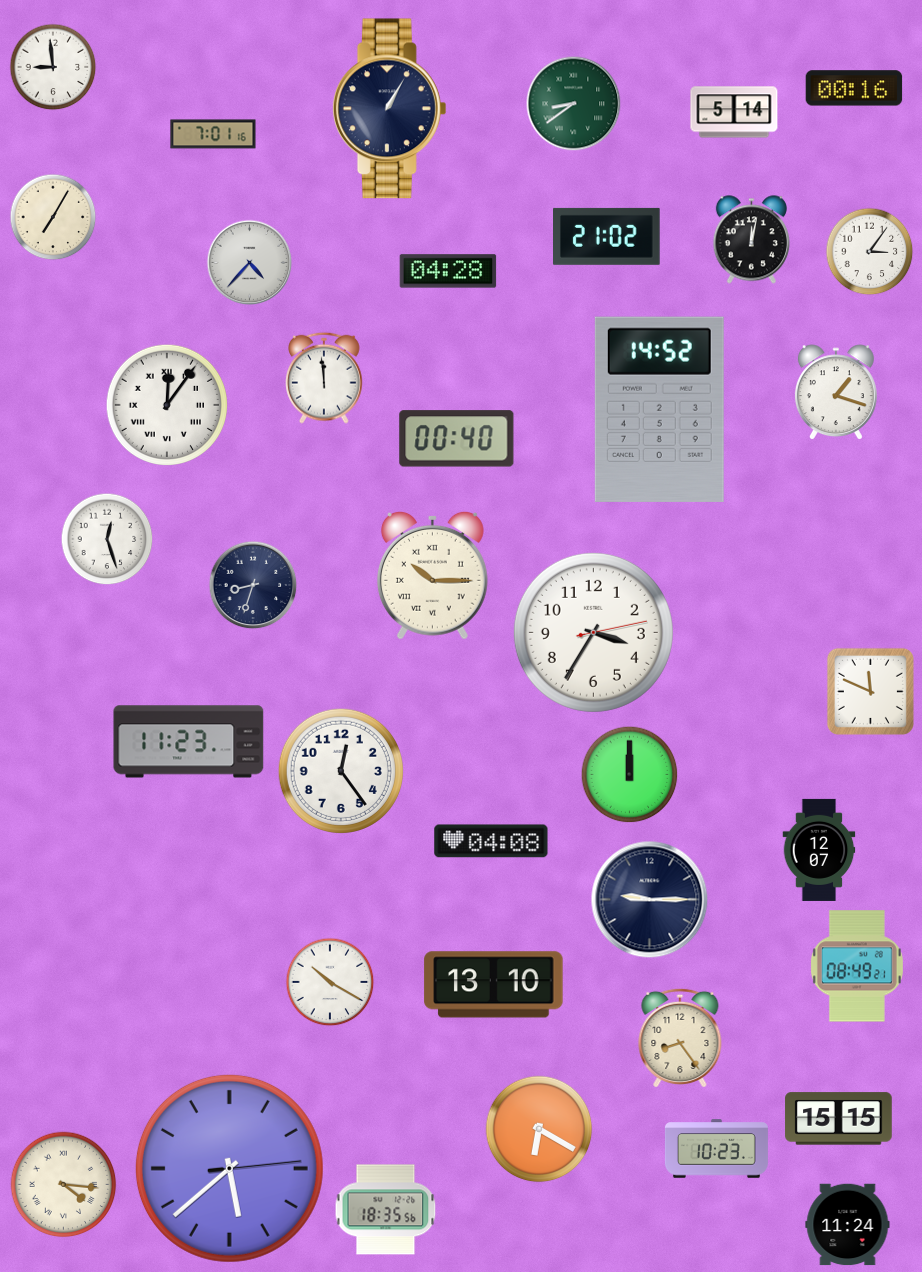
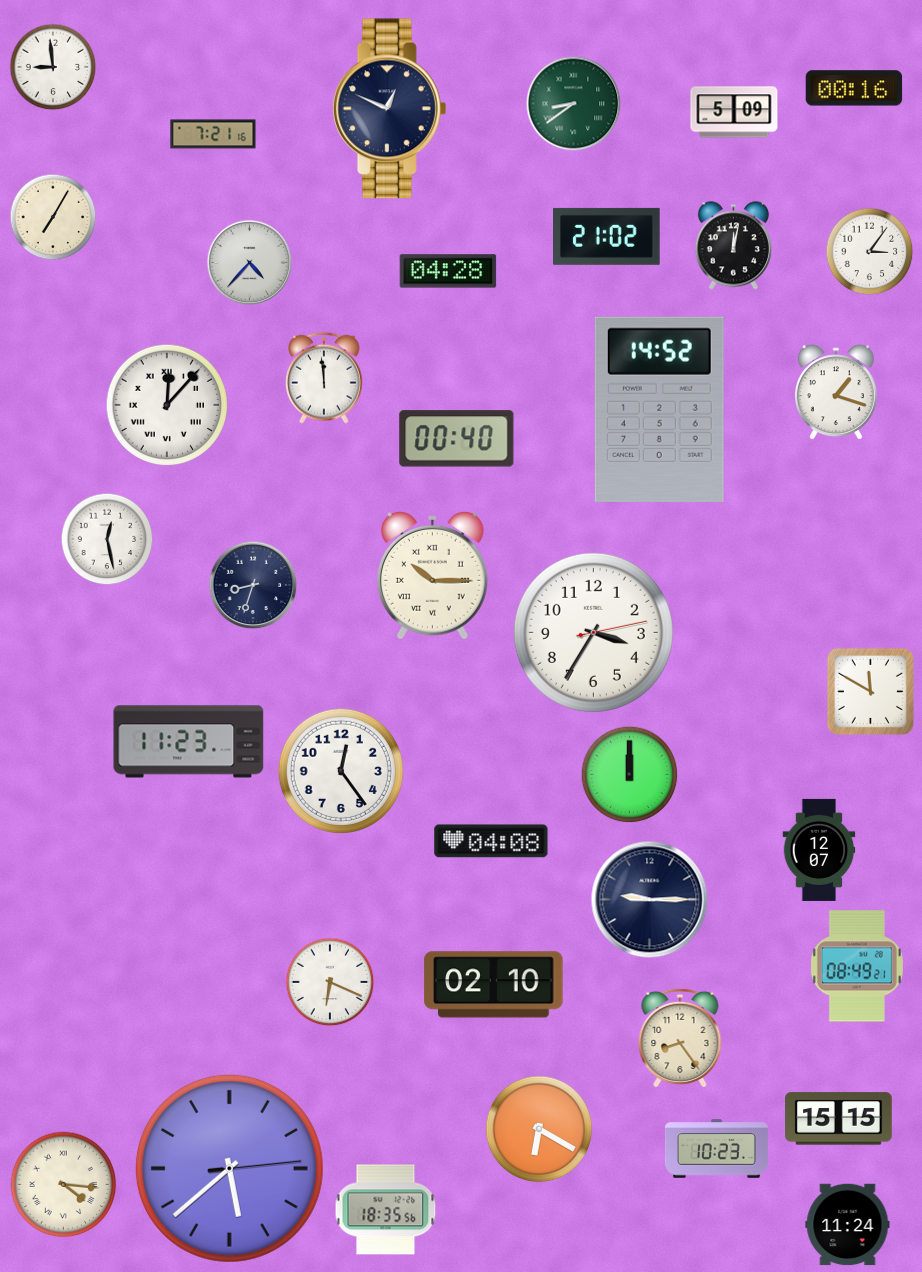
clock at (389, 109): 1:05 -> 12:49
clock at (734, 112): 5:14 -> 5:09
clock at (213, 134): 7:01 -> 7:21
clock at (751, 240) position: (751, 240) -> (733, 246)
clock at (166, 404): 12:06 -> 12:07
clock at (107, 539): 12:27 -> 12:28
clock at (870, 691): 11:49 -> 11:50
clock at (330, 982): 10:20 -> 6:19
clock at (494, 985): 13:10 -> 02:10
